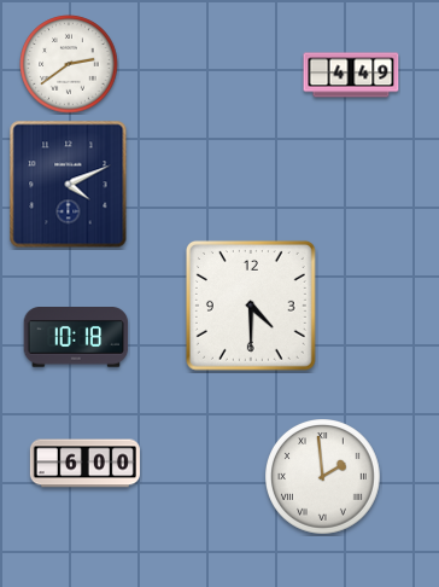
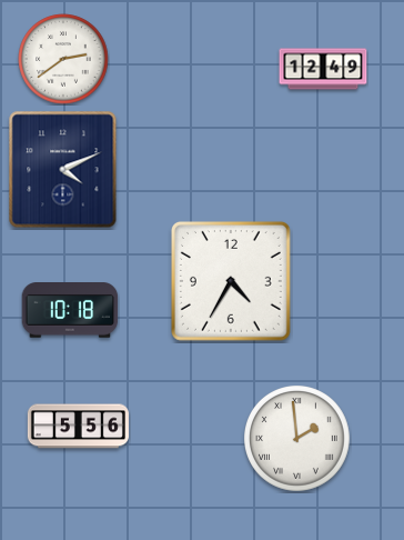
clock at (351, 75): 4:49 -> 12:49
clock at (251, 306): 4:30 -> 4:35
clock at (84, 464): 6:00 -> 5:56
